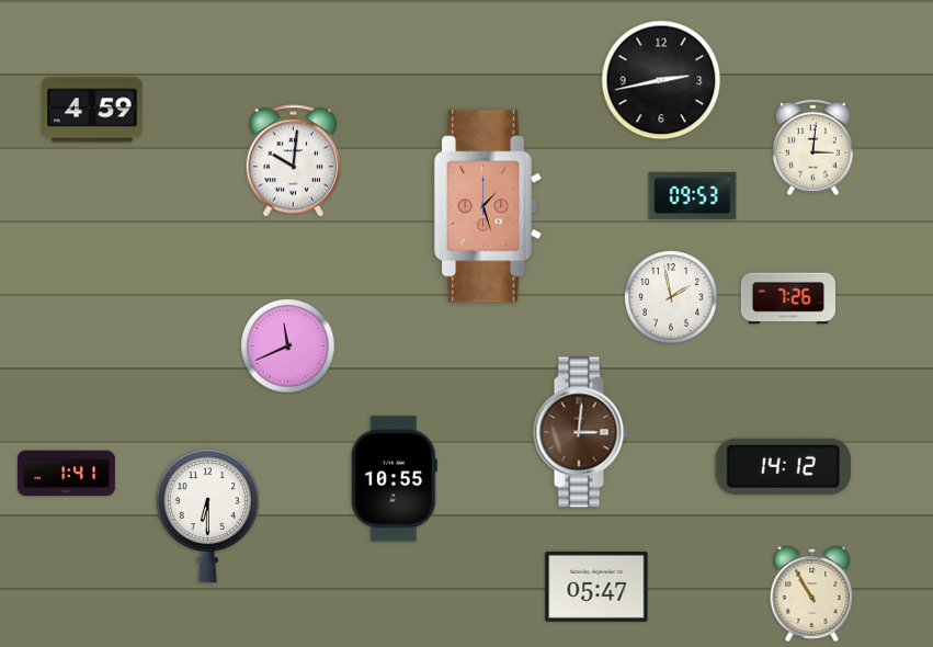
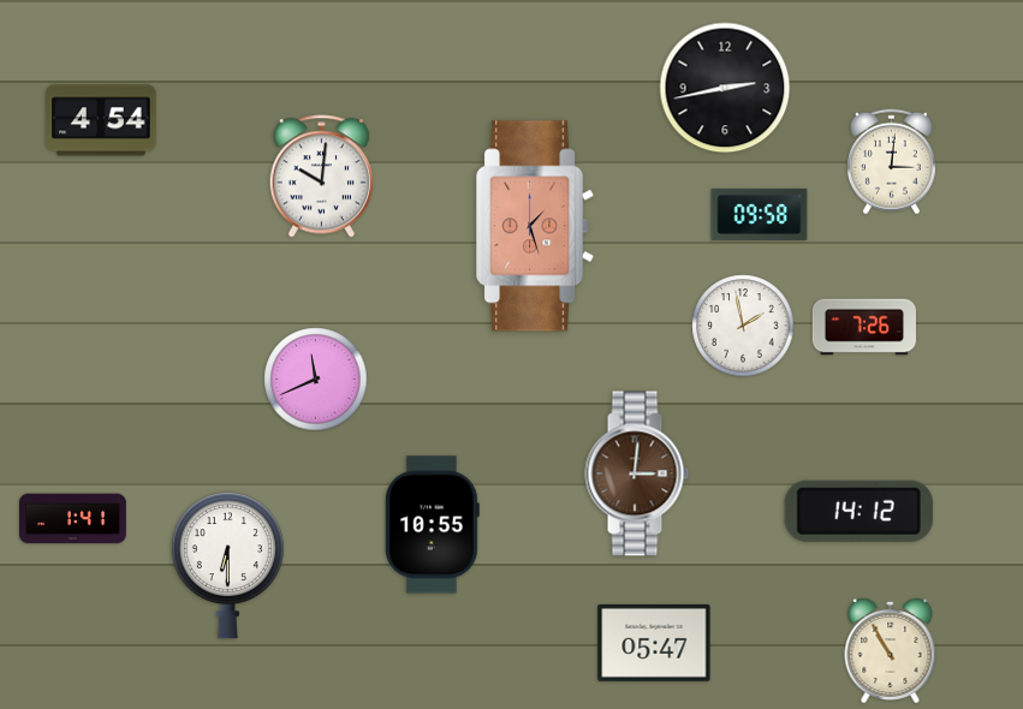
clock at (92, 110): 4:59 -> 4:54
clock at (693, 195): 09:53 -> 09:58
clock at (671, 297) position: (671, 297) -> (743, 326)
